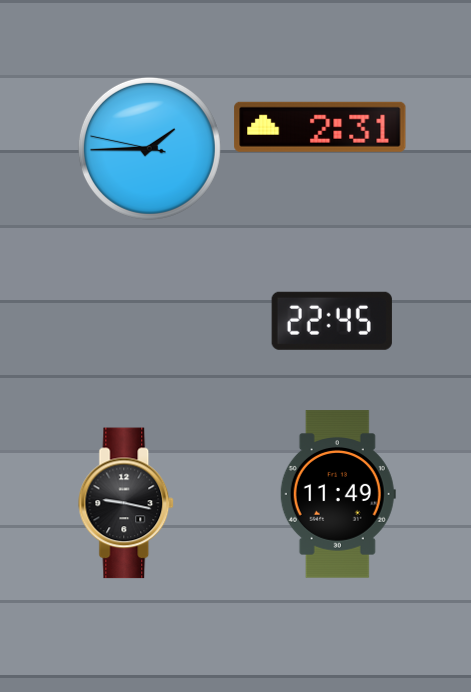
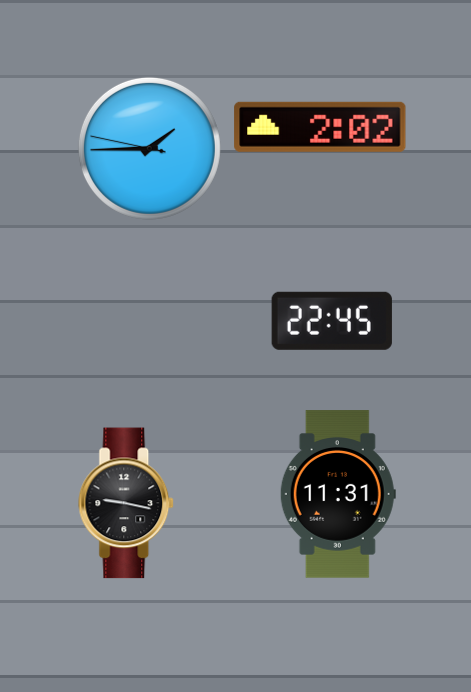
clock at (320, 127): 2:31 -> 2:02
clock at (338, 494): 11:49 -> 11:31
